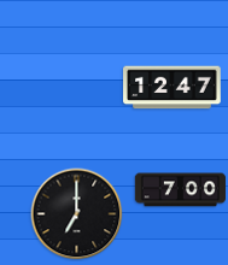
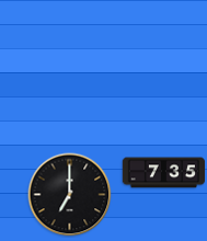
clock at (173, 88): 12:47 -> none
clock at (180, 190): 7:00 -> 7:35
